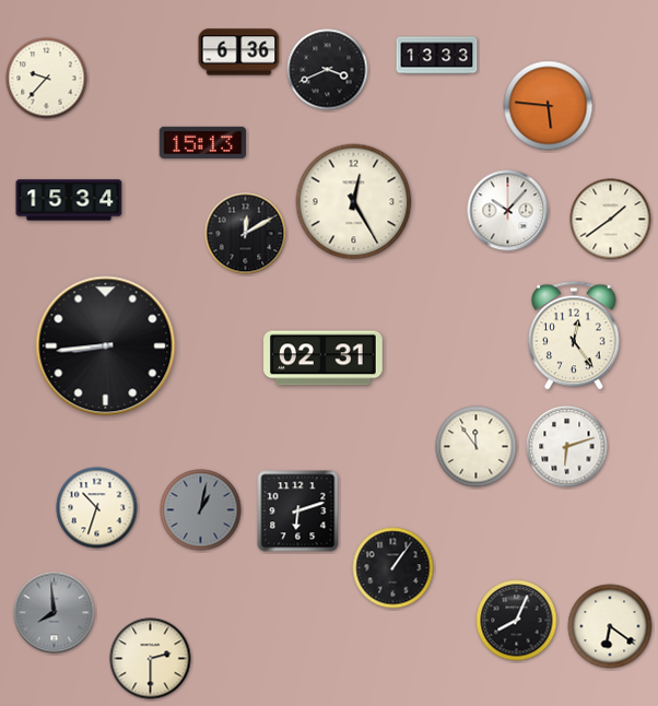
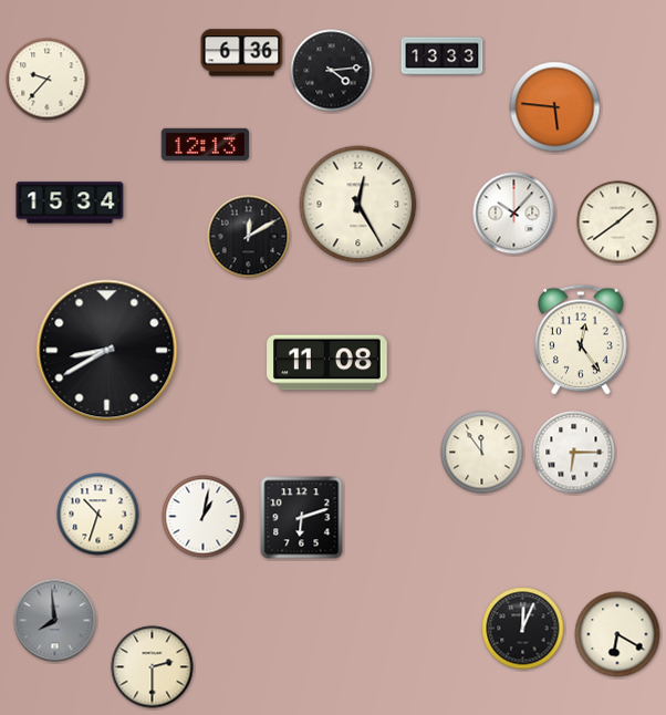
clock at (328, 70): 3:41 -> 4:14
clock at (203, 142): 15:13 -> 12:13
clock at (106, 346): 8:44 -> 8:40
clock at (324, 358): 02:31 -> 11:08
clock at (567, 447): 6:12 -> 6:15
clock at (201, 510) dial: grey -> white
clock at (393, 568): 1:06 -> none
clock at (517, 621): 8:04 -> 12:04
clock at (610, 626): 6:21 -> 6:20
